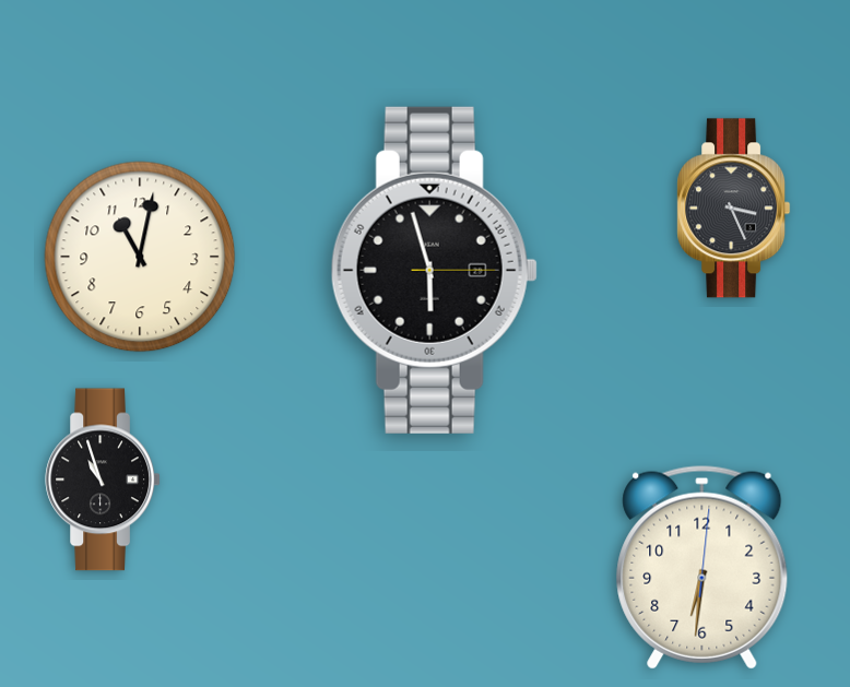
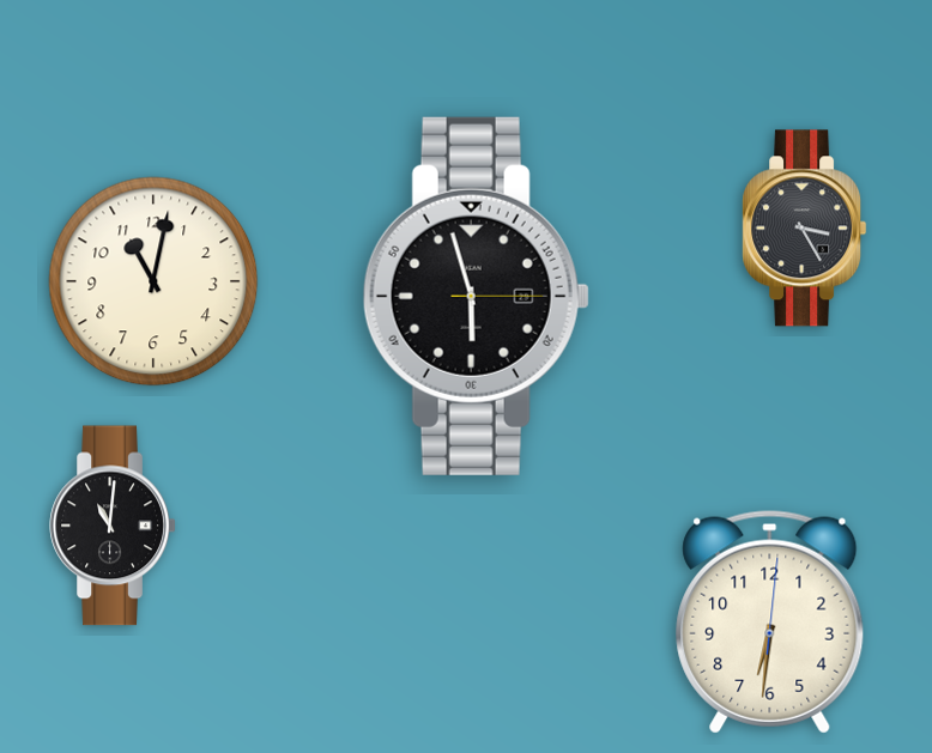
clock at (734, 209): 3:26 -> 3:25
clock at (103, 479): 10:57 -> 11:01
